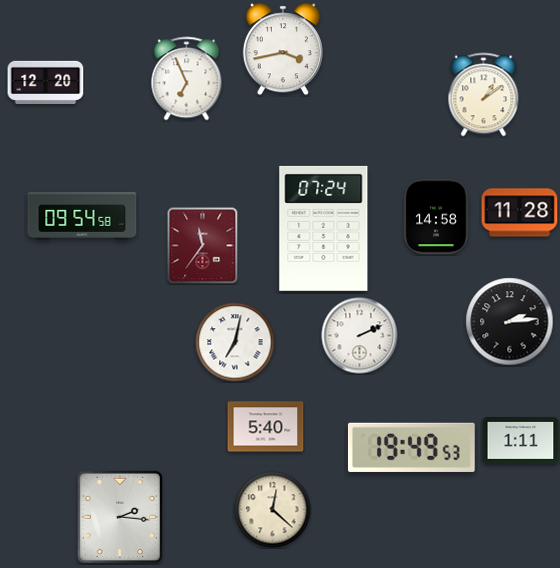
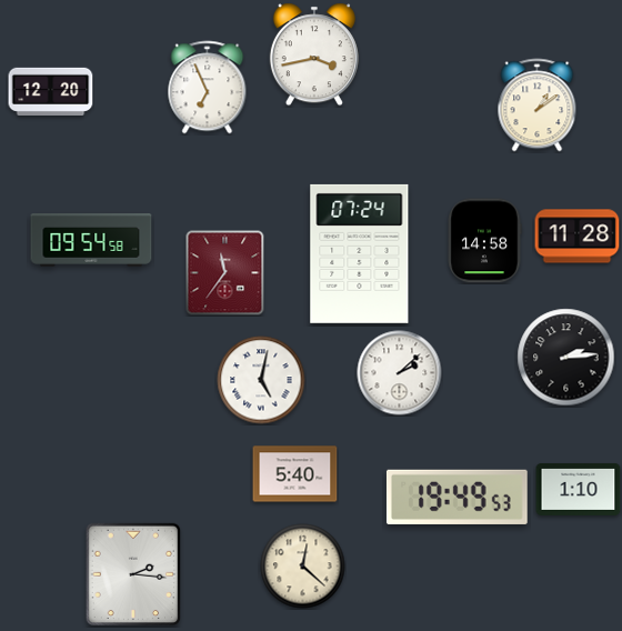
clock at (360, 336): 2:11 -> 2:08
clock at (235, 342): 7:02 -> 5:02
clock at (521, 440): 1:11 -> 1:10
